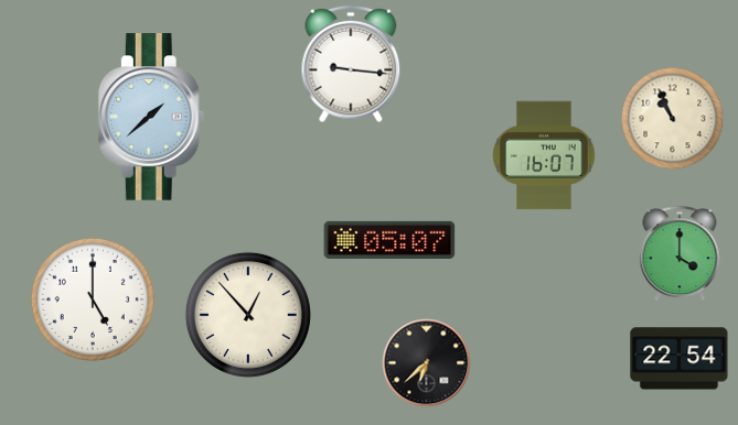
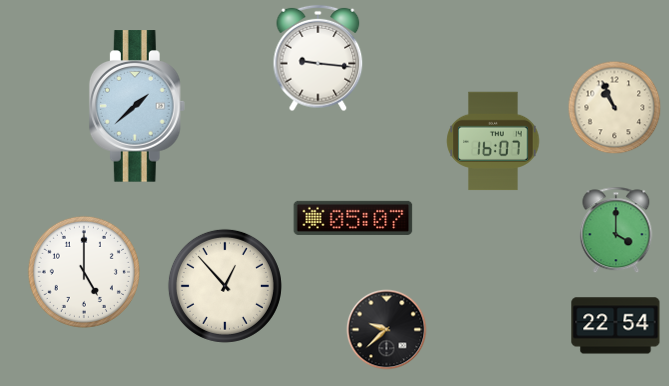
clock at (673, 119) position: (673, 119) -> (615, 108)
clock at (427, 363): 6:38 -> 9:38
